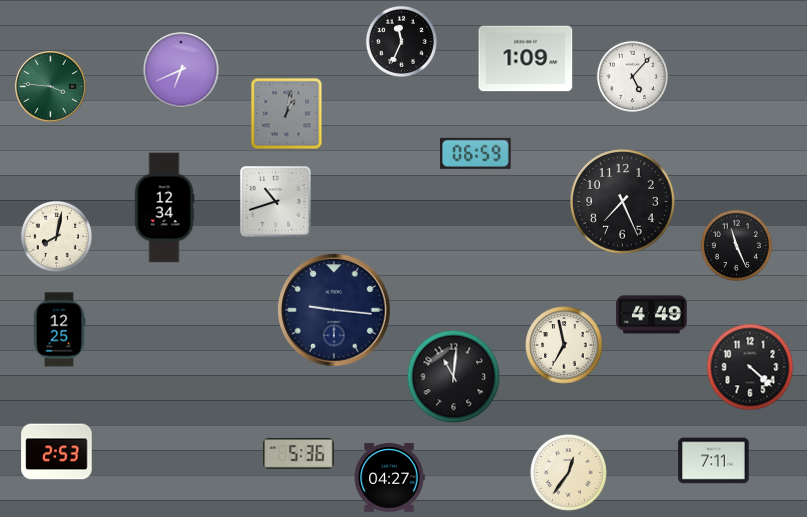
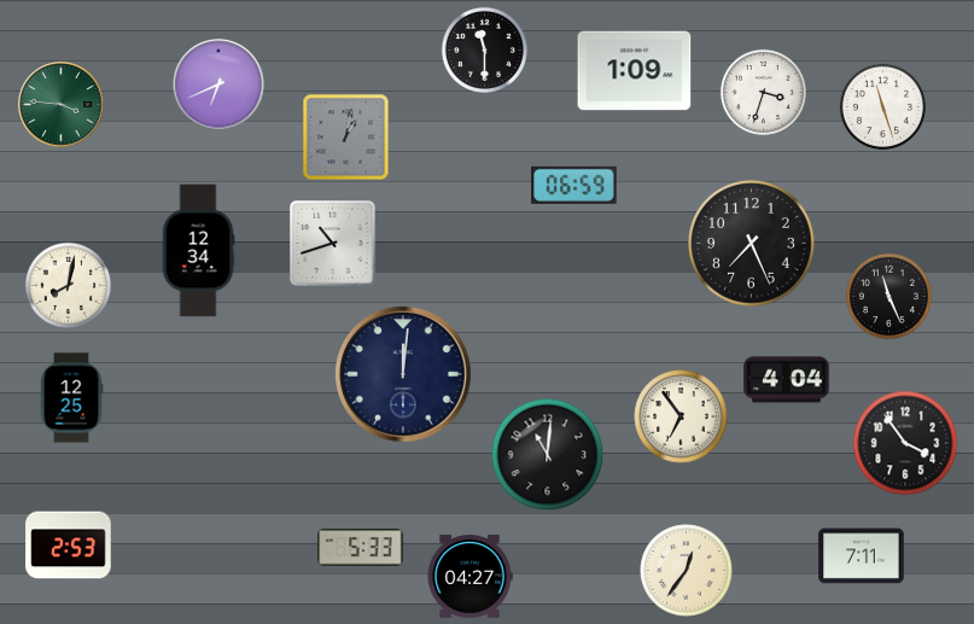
clock at (401, 41): 11:34 -> 11:30
clock at (632, 76): 5:07 -> 3:33
clock at (882, 106): none -> 11:27
clock at (334, 310): 9:16 -> 12:01
clock at (652, 315): 4:49 -> 4:04
clock at (564, 345): 6:58 -> 6:54
clock at (750, 367): 4:22 -> 3:54
clock at (299, 454): 5:36 -> 5:33
